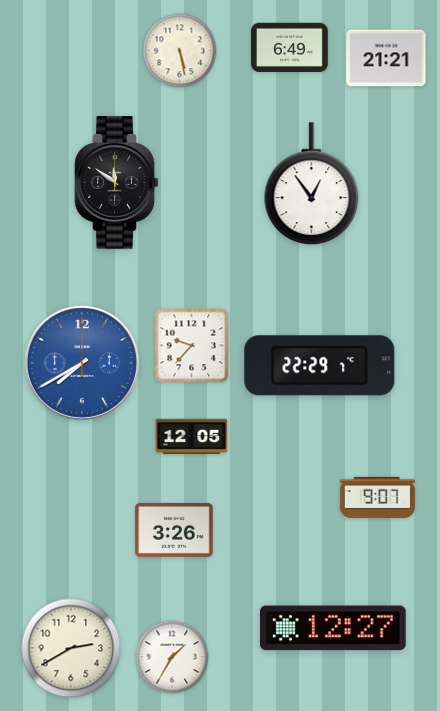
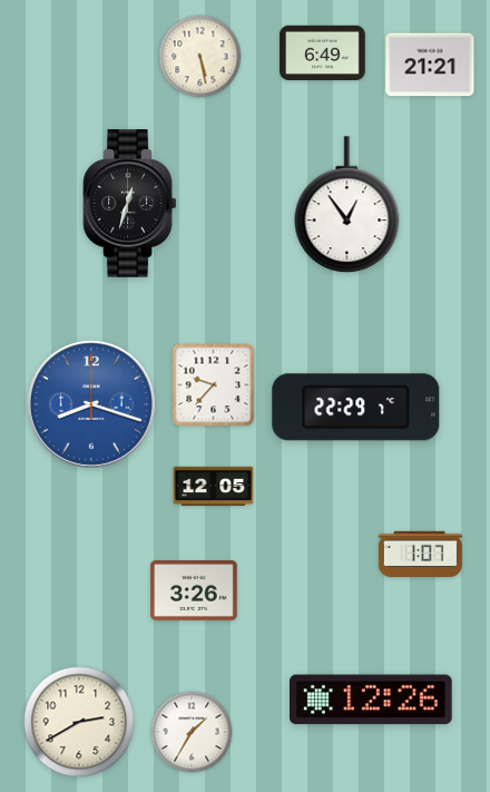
clock at (117, 183): 11:51 -> 12:33
clock at (82, 363): 7:40 -> 8:18
clock at (377, 497): 9:07 -> 1:07
clock at (334, 628): 12:27 -> 12:26
